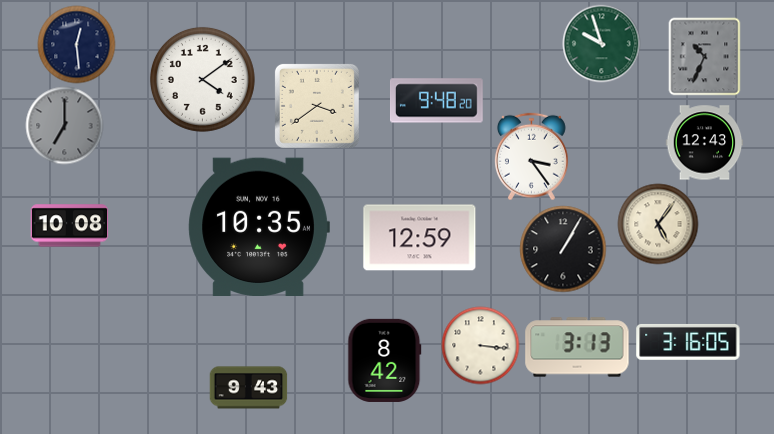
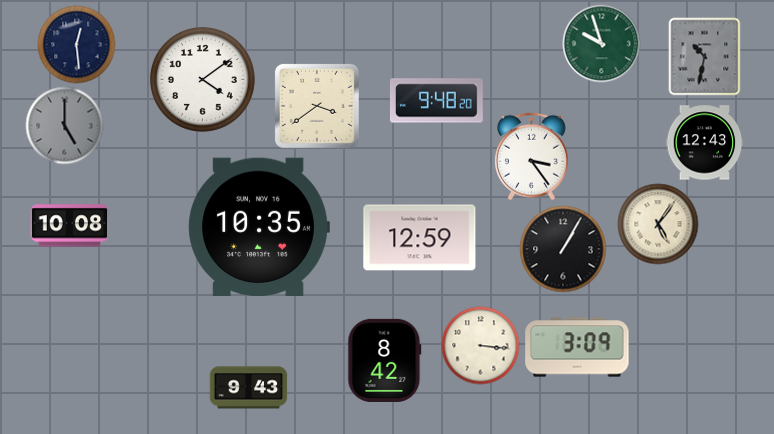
clock at (705, 56): 10:34 -> 10:32
clock at (64, 125): 7:00 -> 5:00
clock at (688, 342): 3:16 -> none
clock at (577, 347): 3:13 -> 3:09
